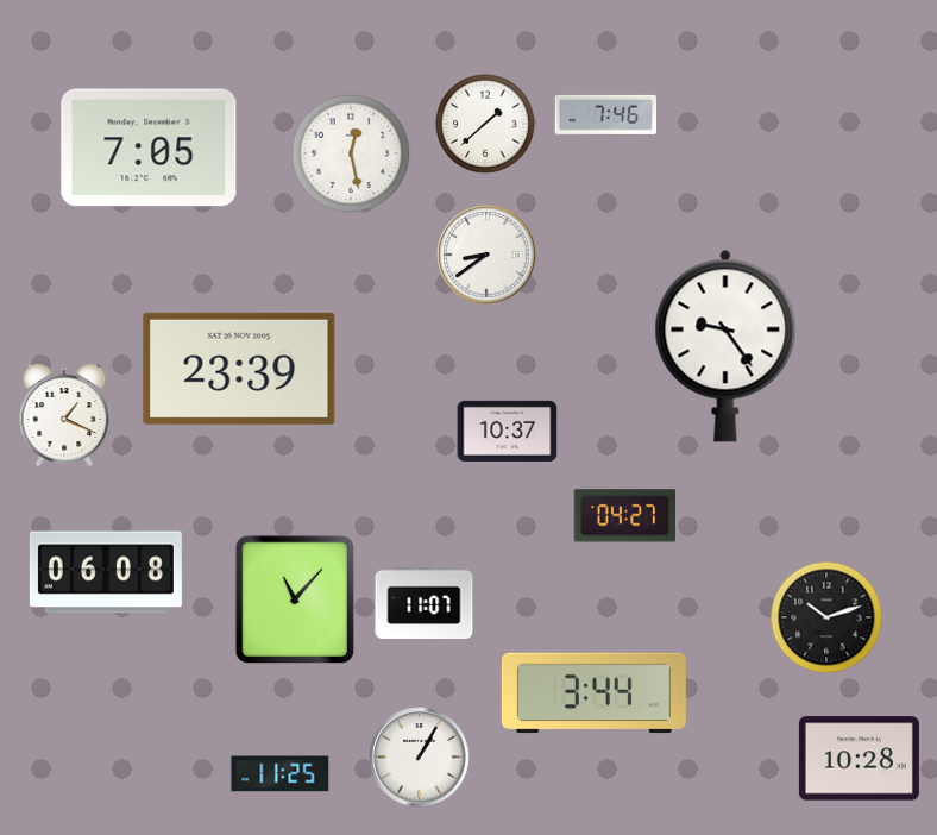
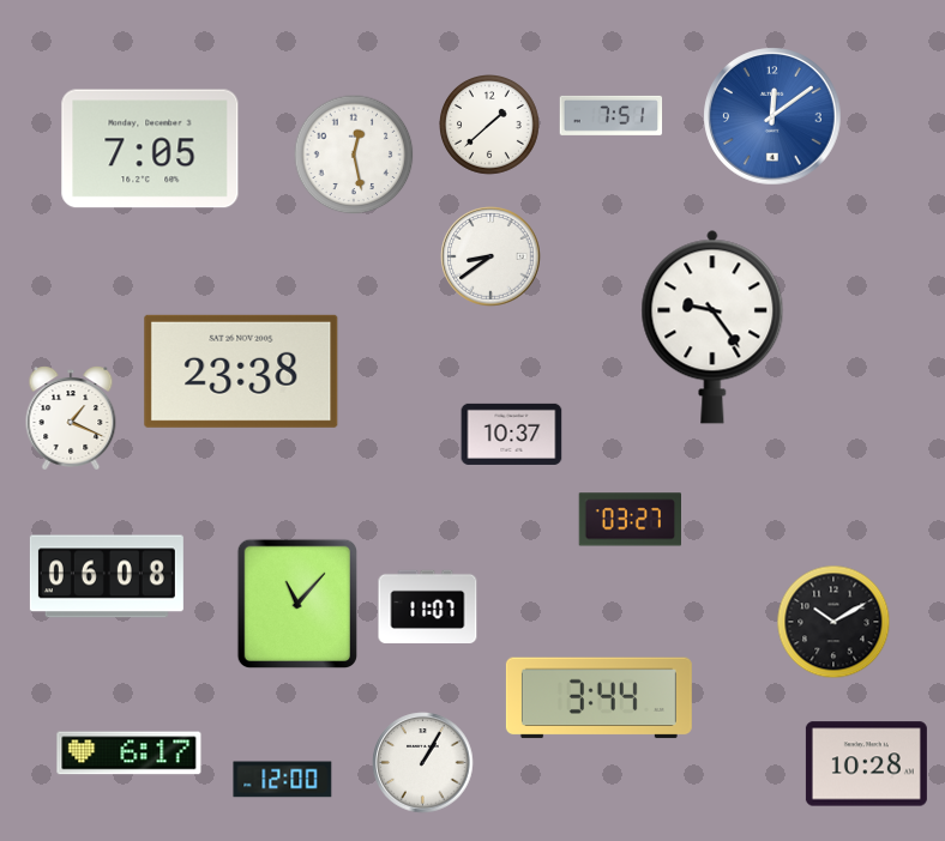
clock at (606, 114): 7:46 -> 7:51
clock at (772, 116): none -> 12:09
clock at (725, 346) position: (725, 346) -> (712, 327)
clock at (239, 369): 23:39 -> 23:38
clock at (64, 415) position: (64, 415) -> (71, 418)
clock at (625, 516): 04:27 -> 03:27
clock at (826, 617): 10:12 -> 10:10
clock at (130, 754): none -> 6:17
clock at (281, 774): 11:25 -> 12:00
